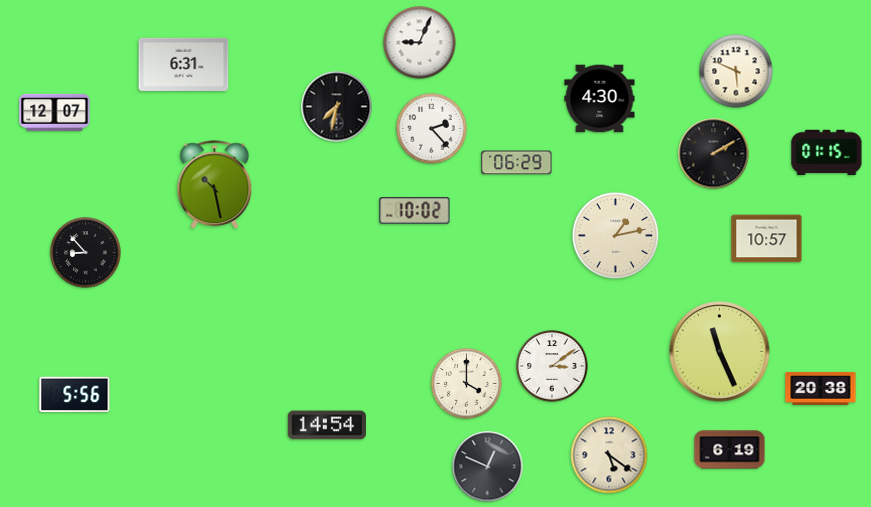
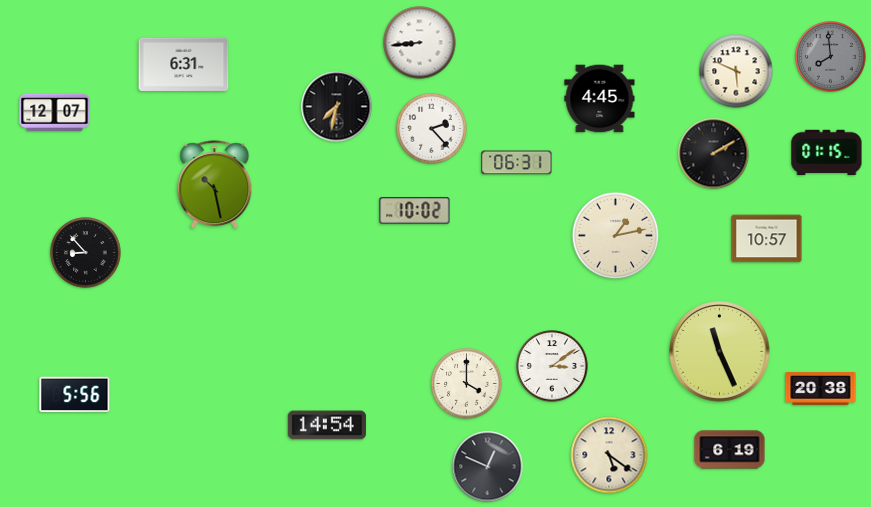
clock at (420, 43): 9:04 -> 8:44
clock at (831, 57): none -> 7:59
clock at (600, 99): 4:30 -> 4:45
clock at (517, 163): 06:29 -> 06:31
